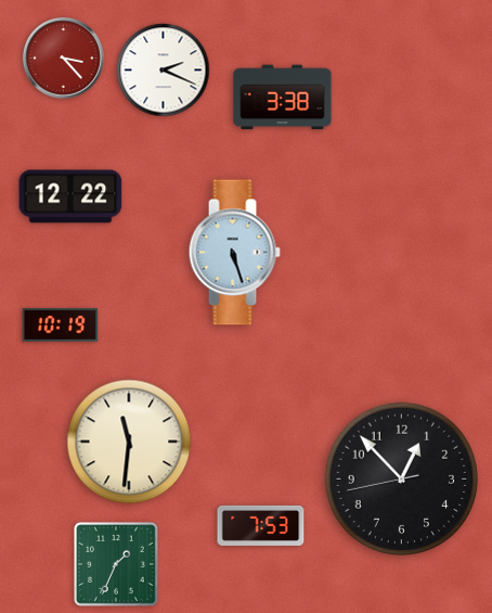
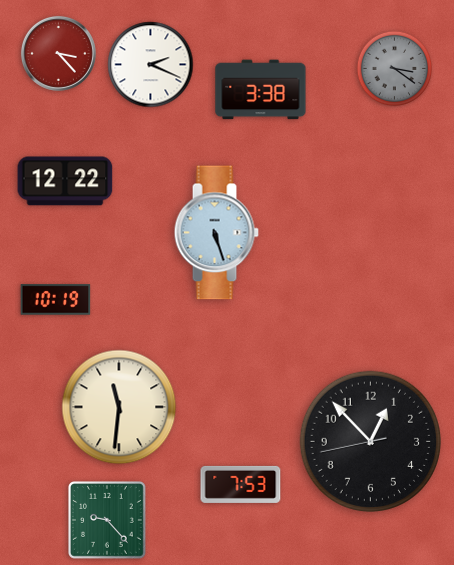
clock at (395, 69): none -> 3:21
clock at (117, 565): 1:34 -> 9:23
